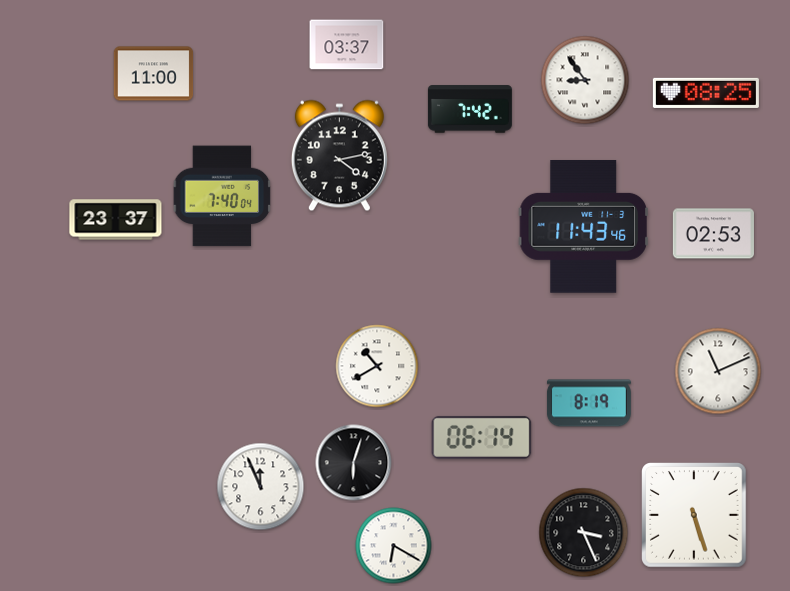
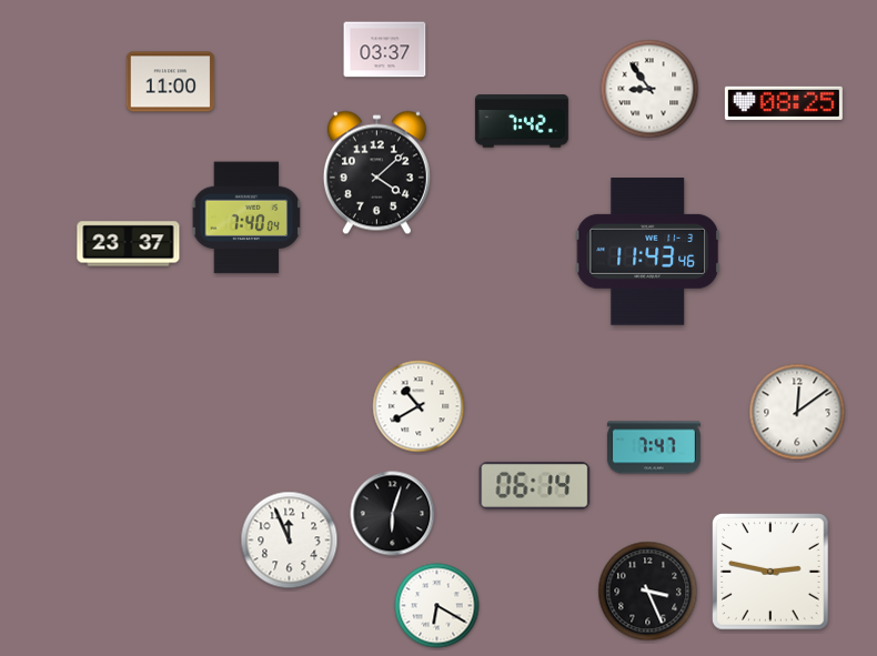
clock at (339, 156): 4:13 -> 4:08
clock at (713, 234): 02:53 -> none
clock at (718, 371): 11:11 -> 12:09
clock at (589, 403): 8:19 -> 7:47
clock at (694, 515): 5:27 -> 2:47
